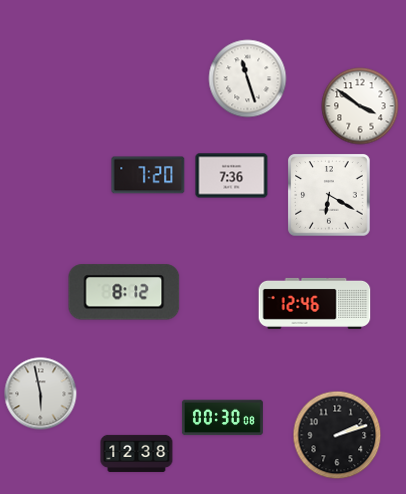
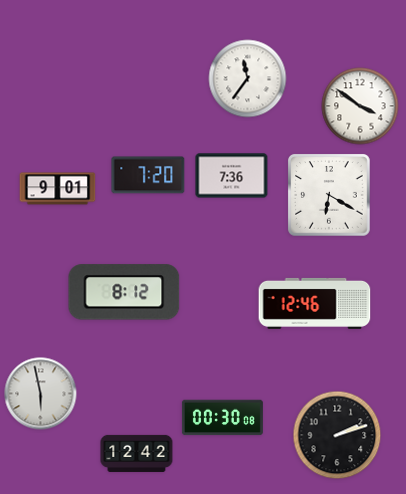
clock at (248, 79): 11:27 -> 11:36
clock at (58, 189): none -> 9:01
clock at (137, 453): 12:38 -> 12:42
